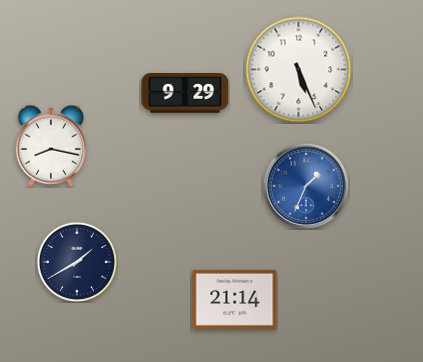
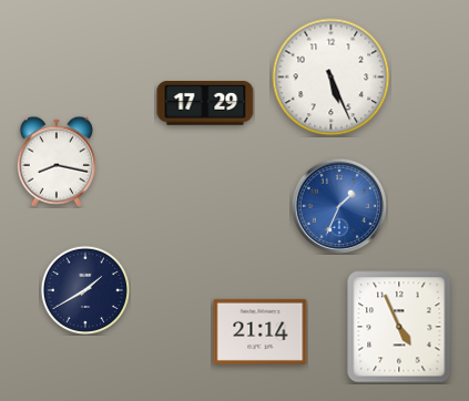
clock at (185, 94): 9:29 -> 17:29
clock at (399, 327): none -> 4:56
